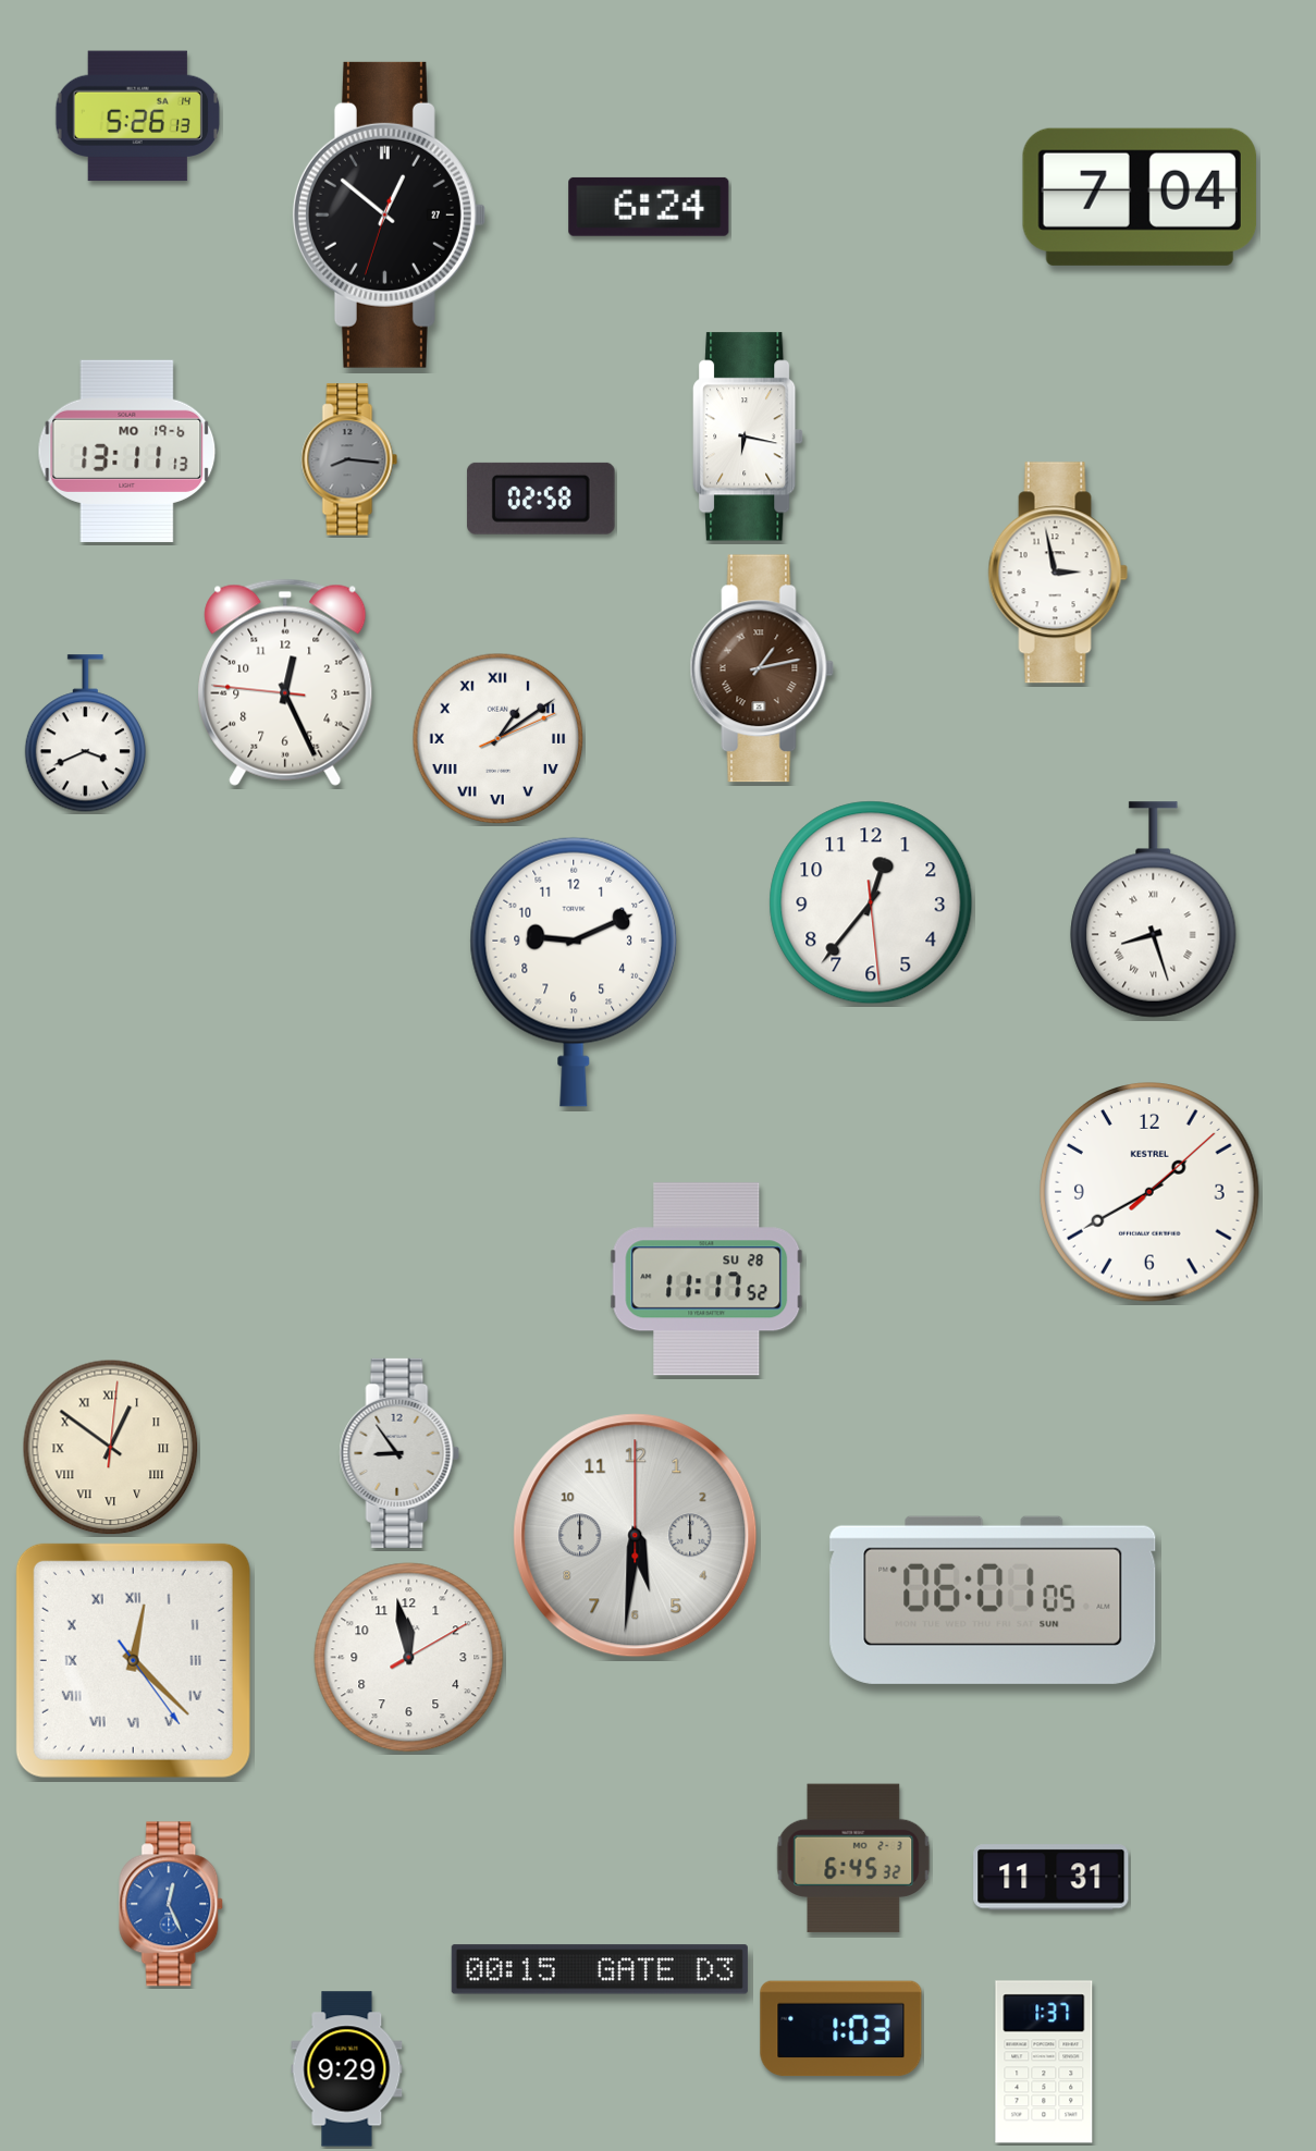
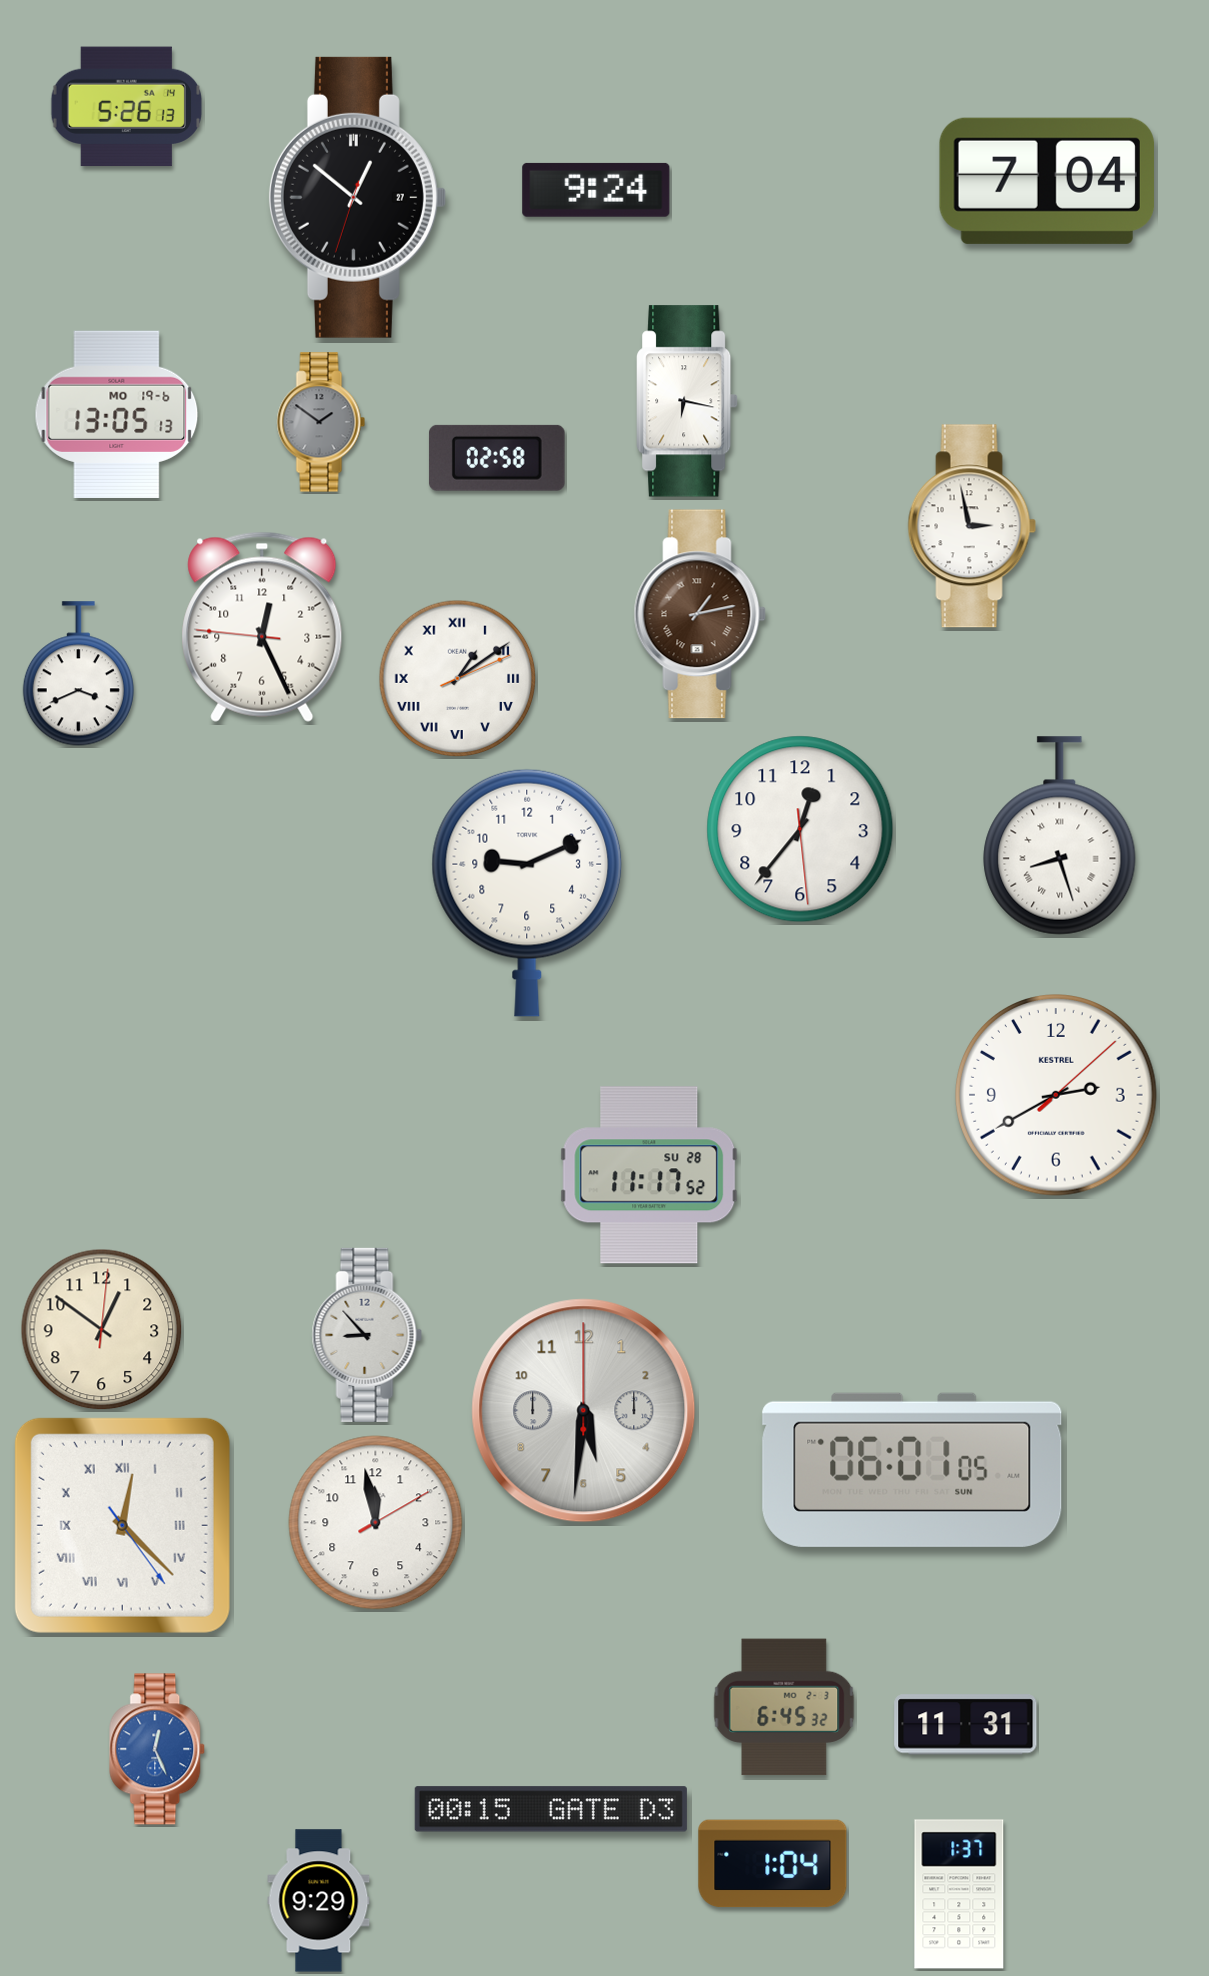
clock at (649, 207): 6:24 -> 9:24
clock at (127, 451): 13:11 -> 13:05
clock at (349, 459): 8:16 -> 1:51
clock at (1149, 1192): 1:40 -> 2:40
clock at (111, 1448) numerals: Roman -> Arabic
clock at (399, 1453): 8:54 -> 8:53
clock at (841, 2029): 1:03 -> 1:04
